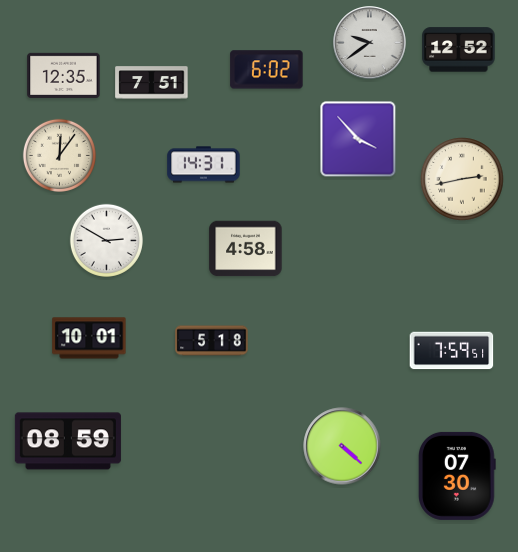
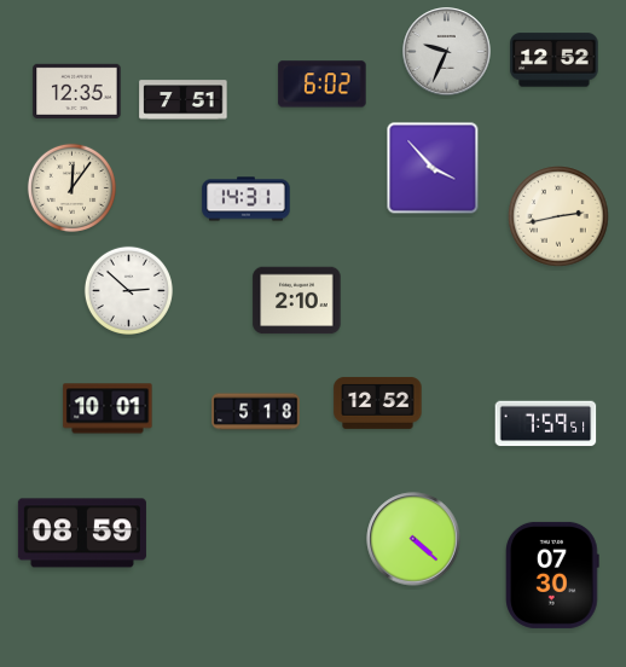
clock at (370, 43): 9:39 -> 9:34
clock at (106, 240): 2:50 -> 2:52
clock at (246, 249): 4:58 -> 2:10
clock at (378, 402): none -> 12:52
